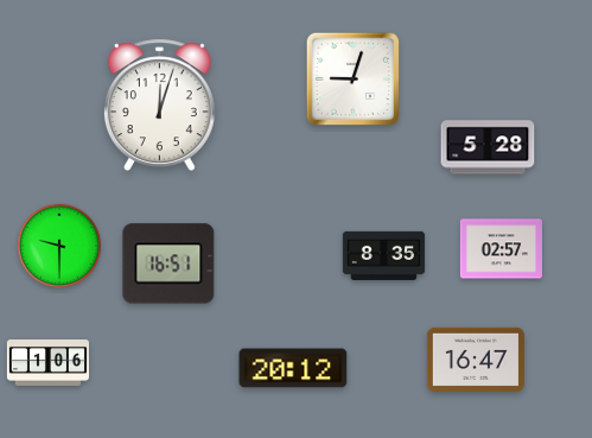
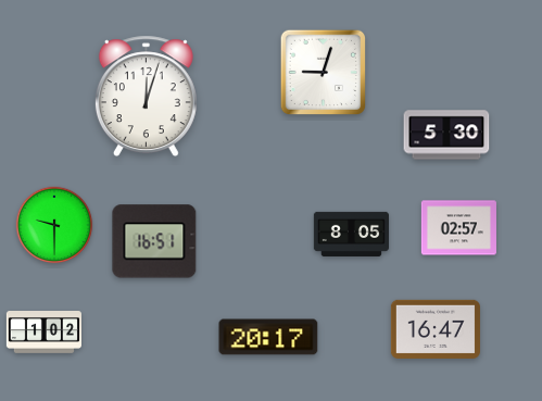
clock at (488, 147): 5:28 -> 5:30
clock at (383, 255): 8:35 -> 8:05
clock at (47, 363): 1:06 -> 1:02
clock at (293, 368): 20:12 -> 20:17
